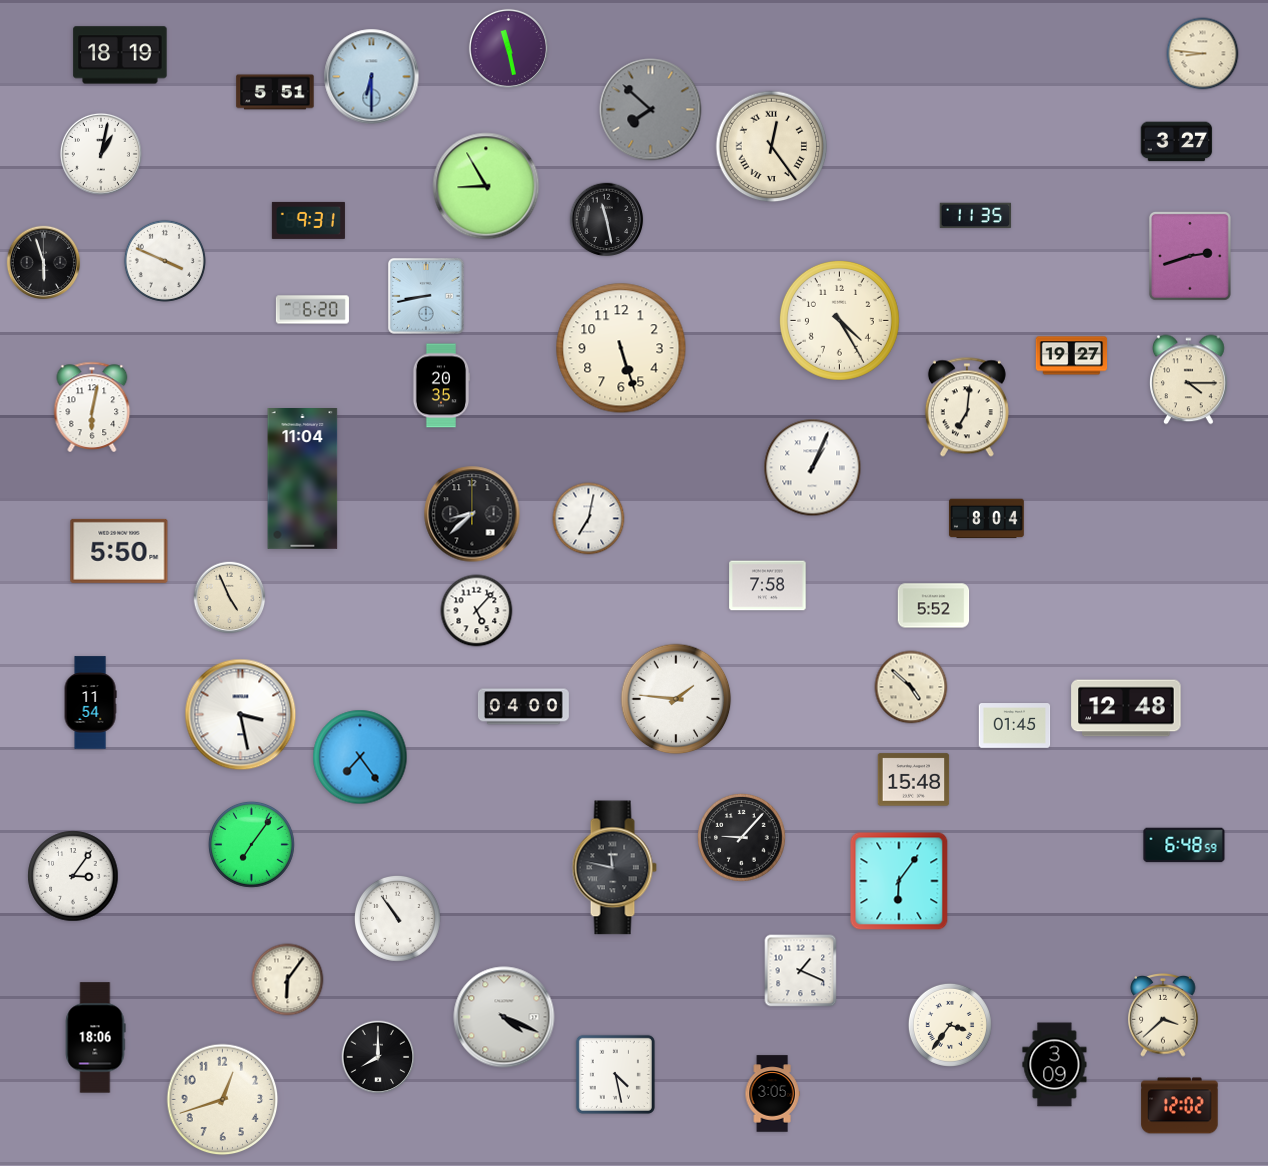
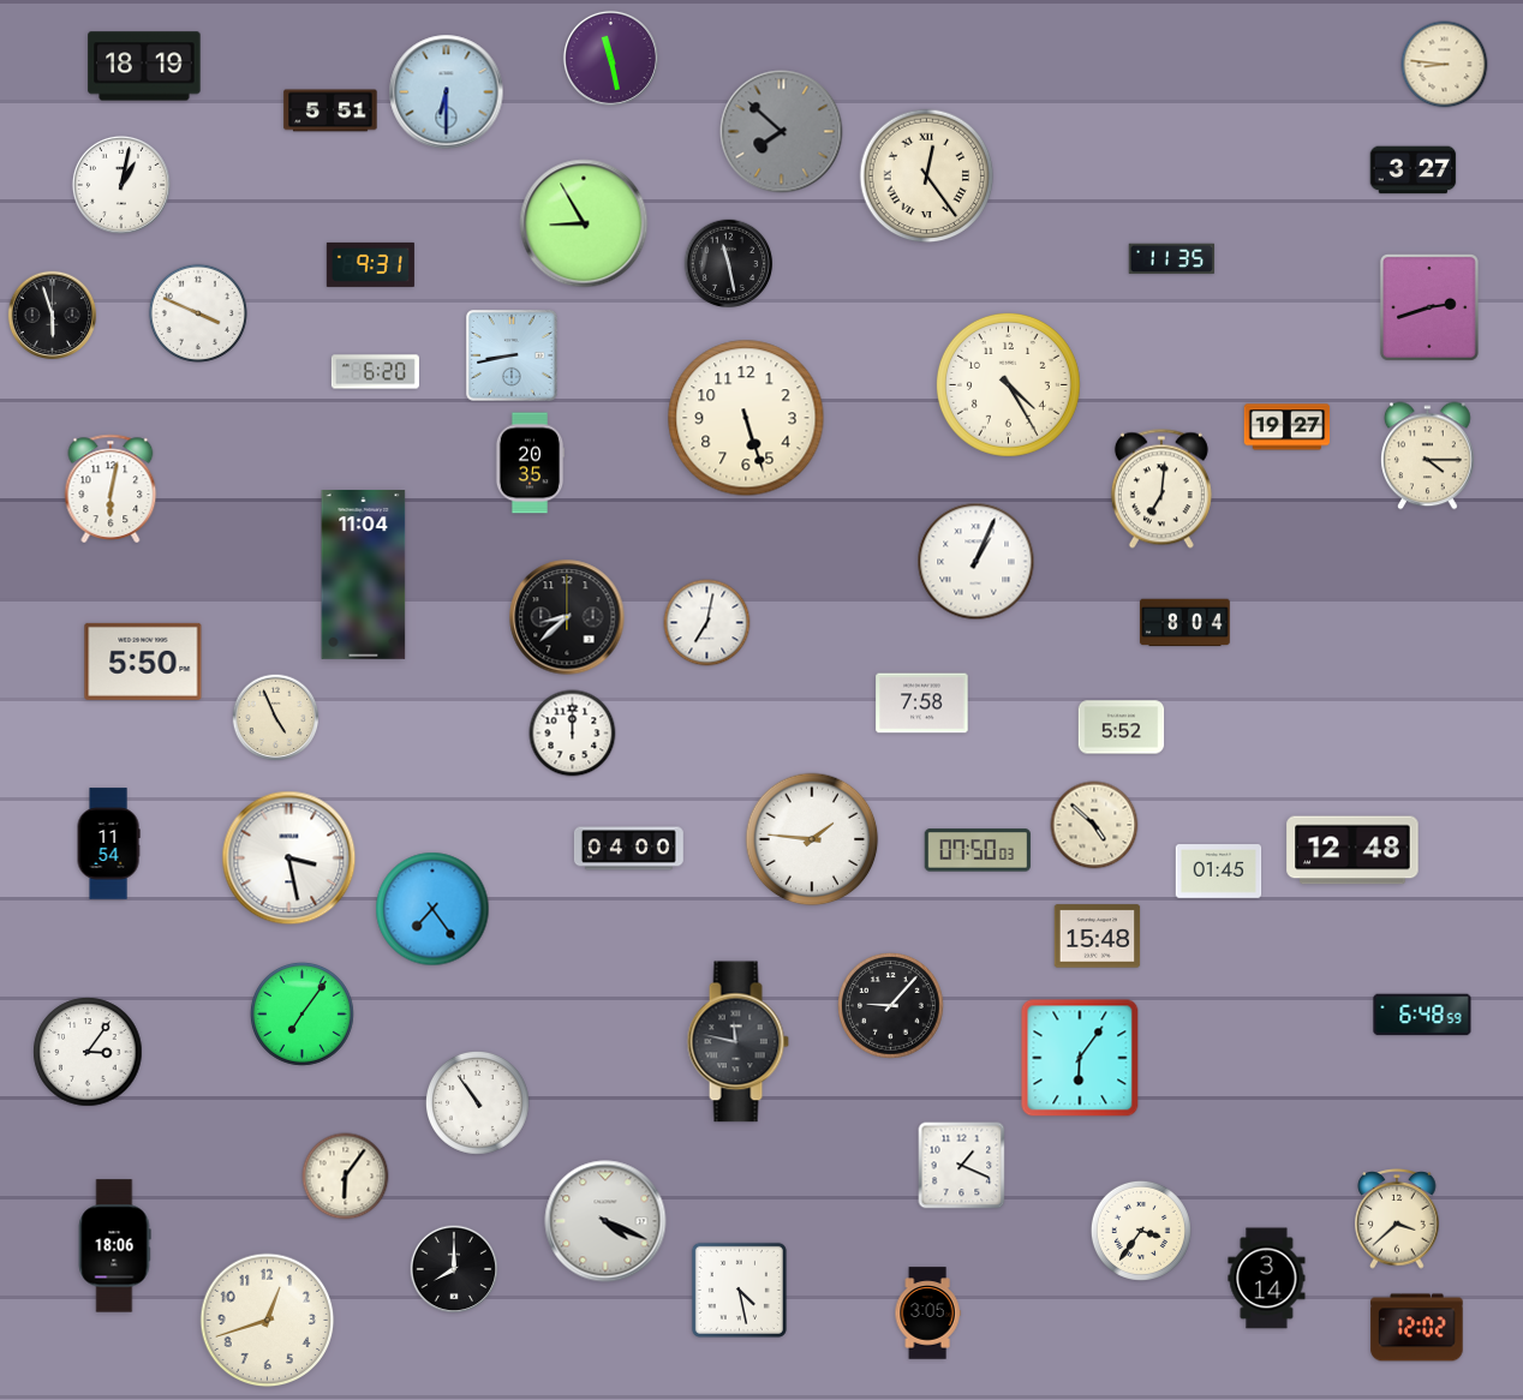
clock at (477, 611): 5:07 -> 12:00
clock at (978, 850): none -> 07:50
clock at (1055, 1065): 3:09 -> 3:14
